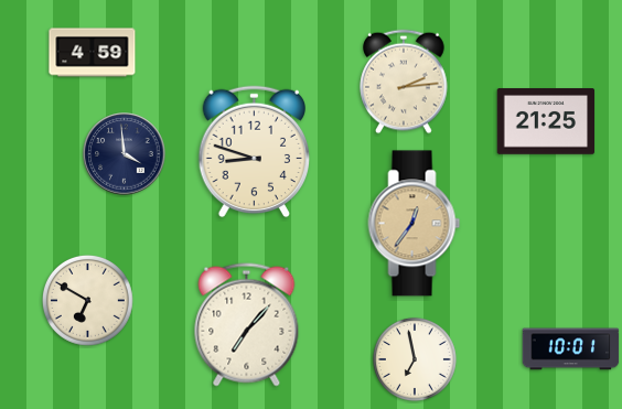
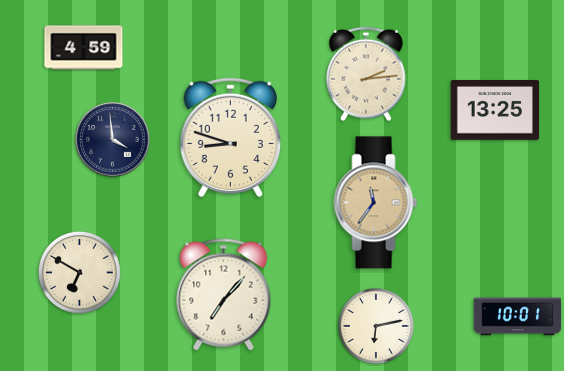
clock at (546, 122): 21:25 -> 13:25
clock at (415, 224): 12:36 -> 11:36
clock at (415, 359): 6:58 -> 6:13
